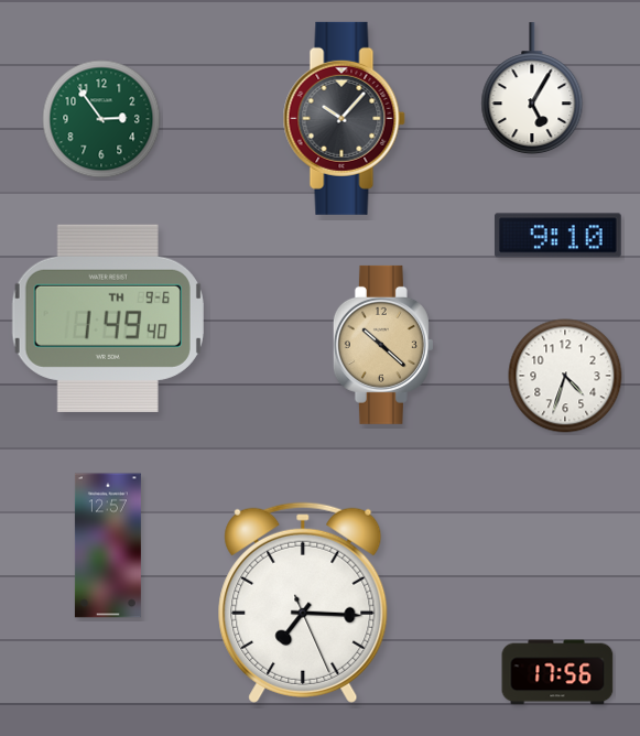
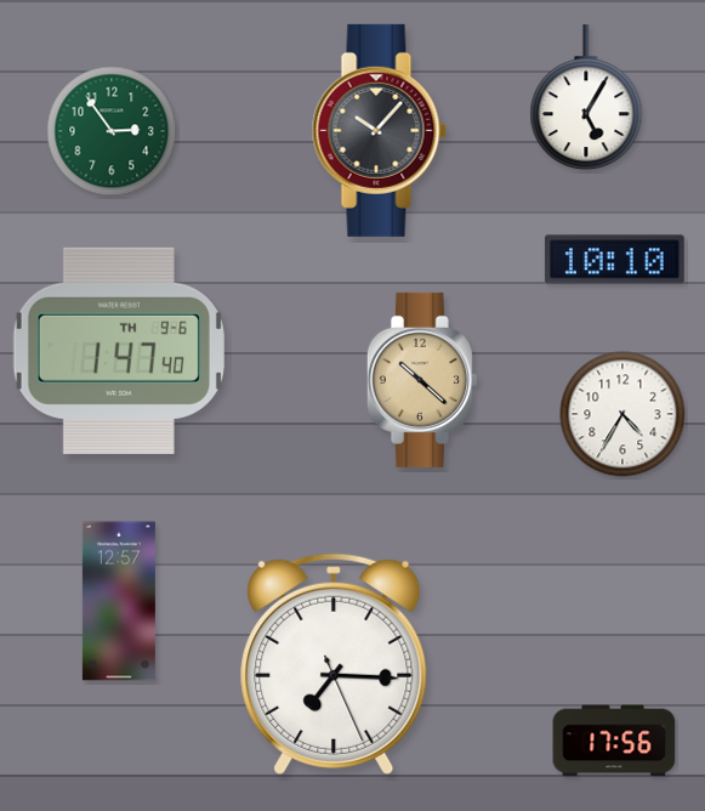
clock at (557, 236): 9:10 -> 10:10
clock at (108, 318): 1:49 -> 1:47
clock at (565, 376): 4:33 -> 4:35
